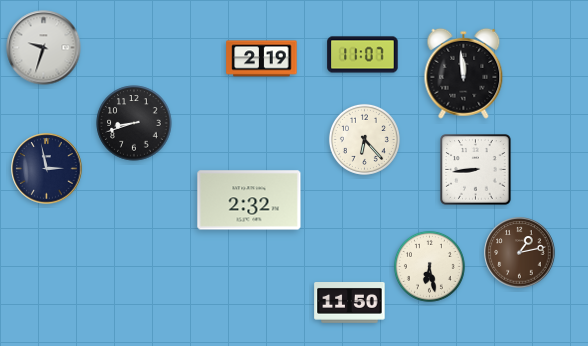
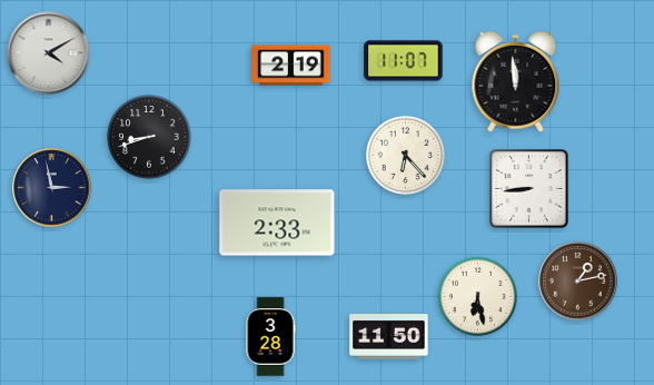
clock at (44, 48): 9:33 -> 4:10
clock at (249, 200): 2:32 -> 2:33
clock at (270, 337): none -> 3:28
